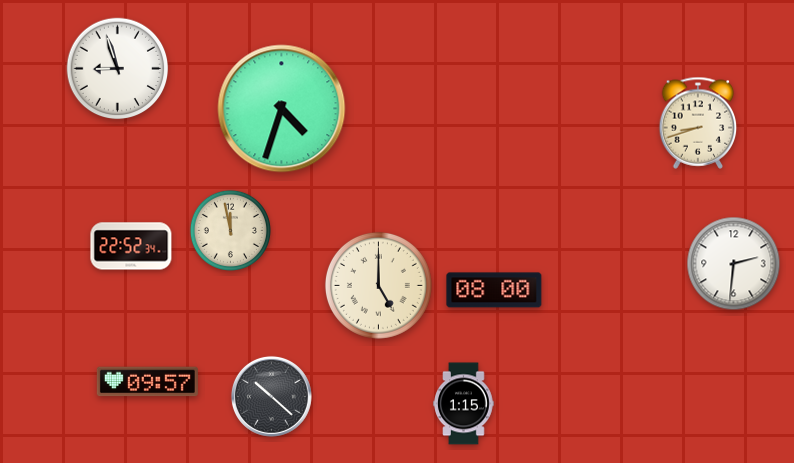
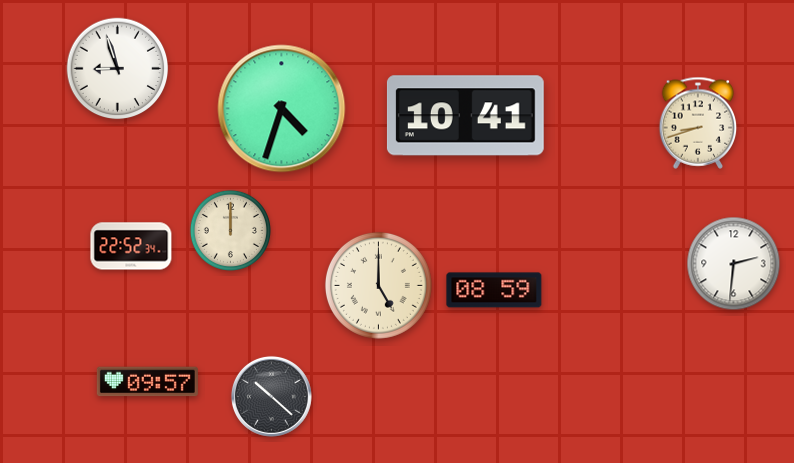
clock at (465, 116): none -> 10:41
clock at (230, 230): 11:58 -> 12:00
clock at (494, 290): 08:00 -> 08:59
clock at (464, 404): 1:15 -> none
